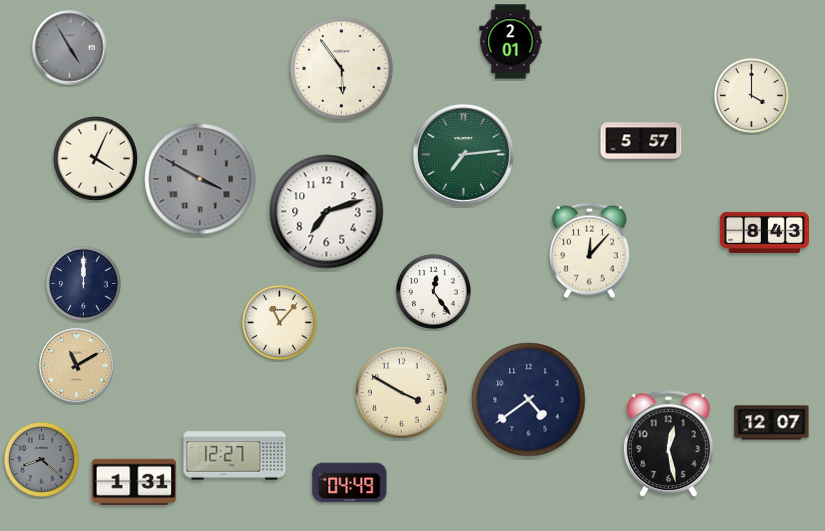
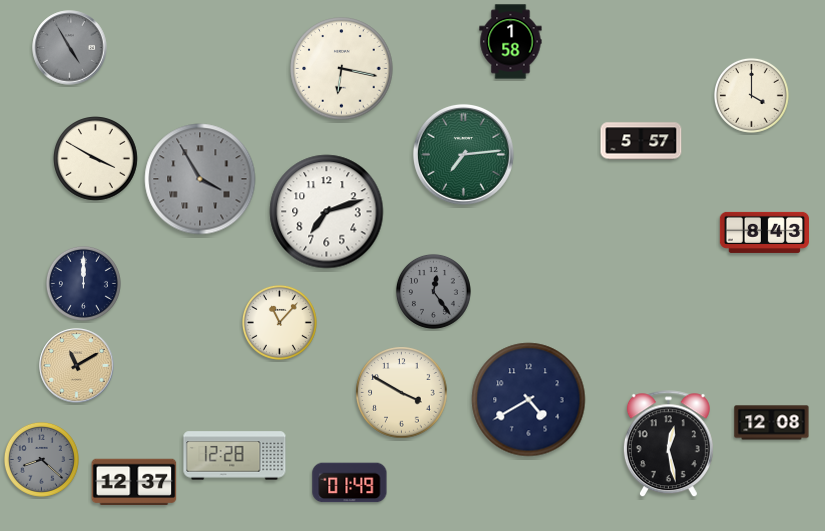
clock at (511, 42): 2:01 -> 1:58
clock at (342, 69): 5:54 -> 6:17
clock at (96, 159): 4:04 -> 3:50
clock at (200, 179): 3:50 -> 3:55
clock at (590, 251): 12:07 -> none
clock at (433, 291) dial: white -> grey
clock at (529, 400): 4:39 -> 4:40
clock at (772, 423): 12:07 -> 12:08
clock at (235, 456): 12:27 -> 12:28
clock at (134, 482): 1:31 -> 12:37
clock at (350, 483): 04:49 -> 01:49
